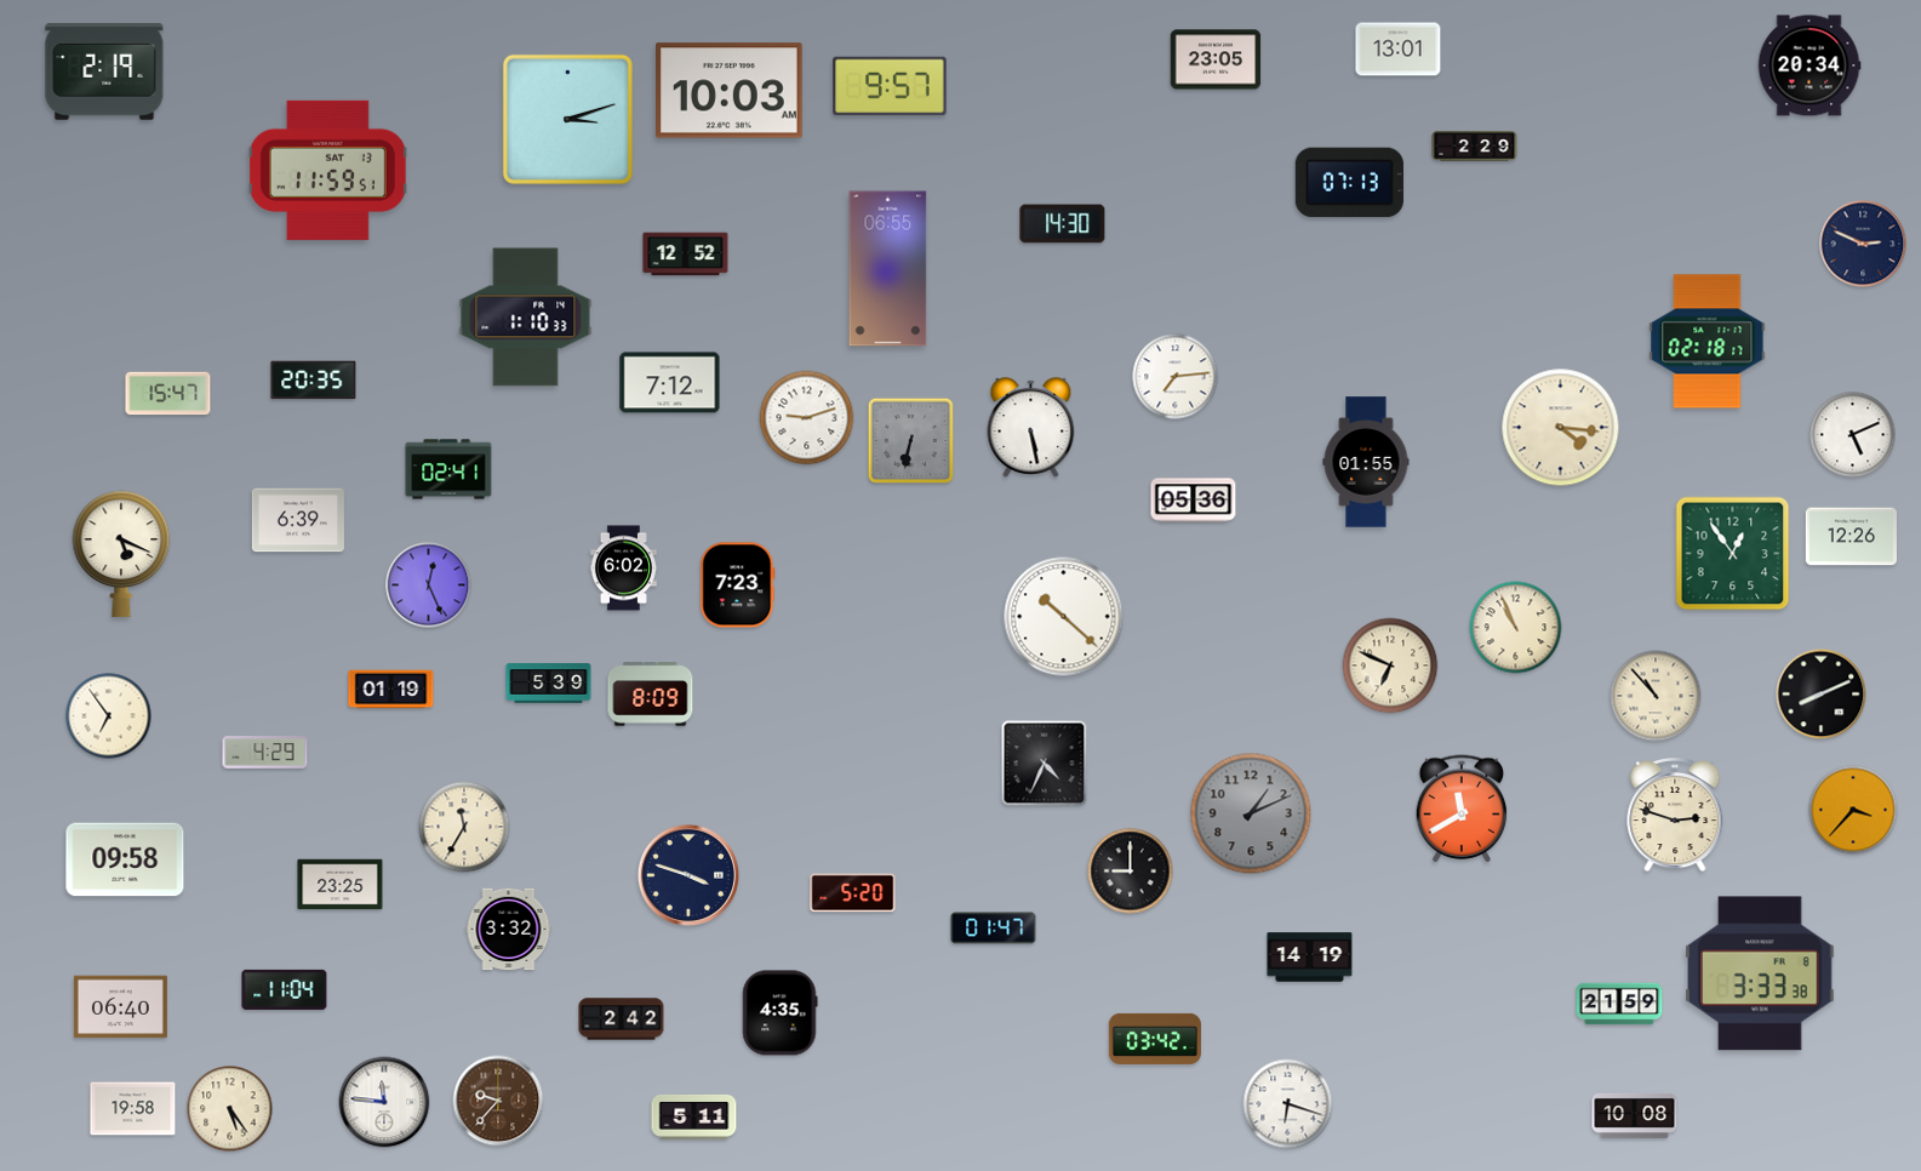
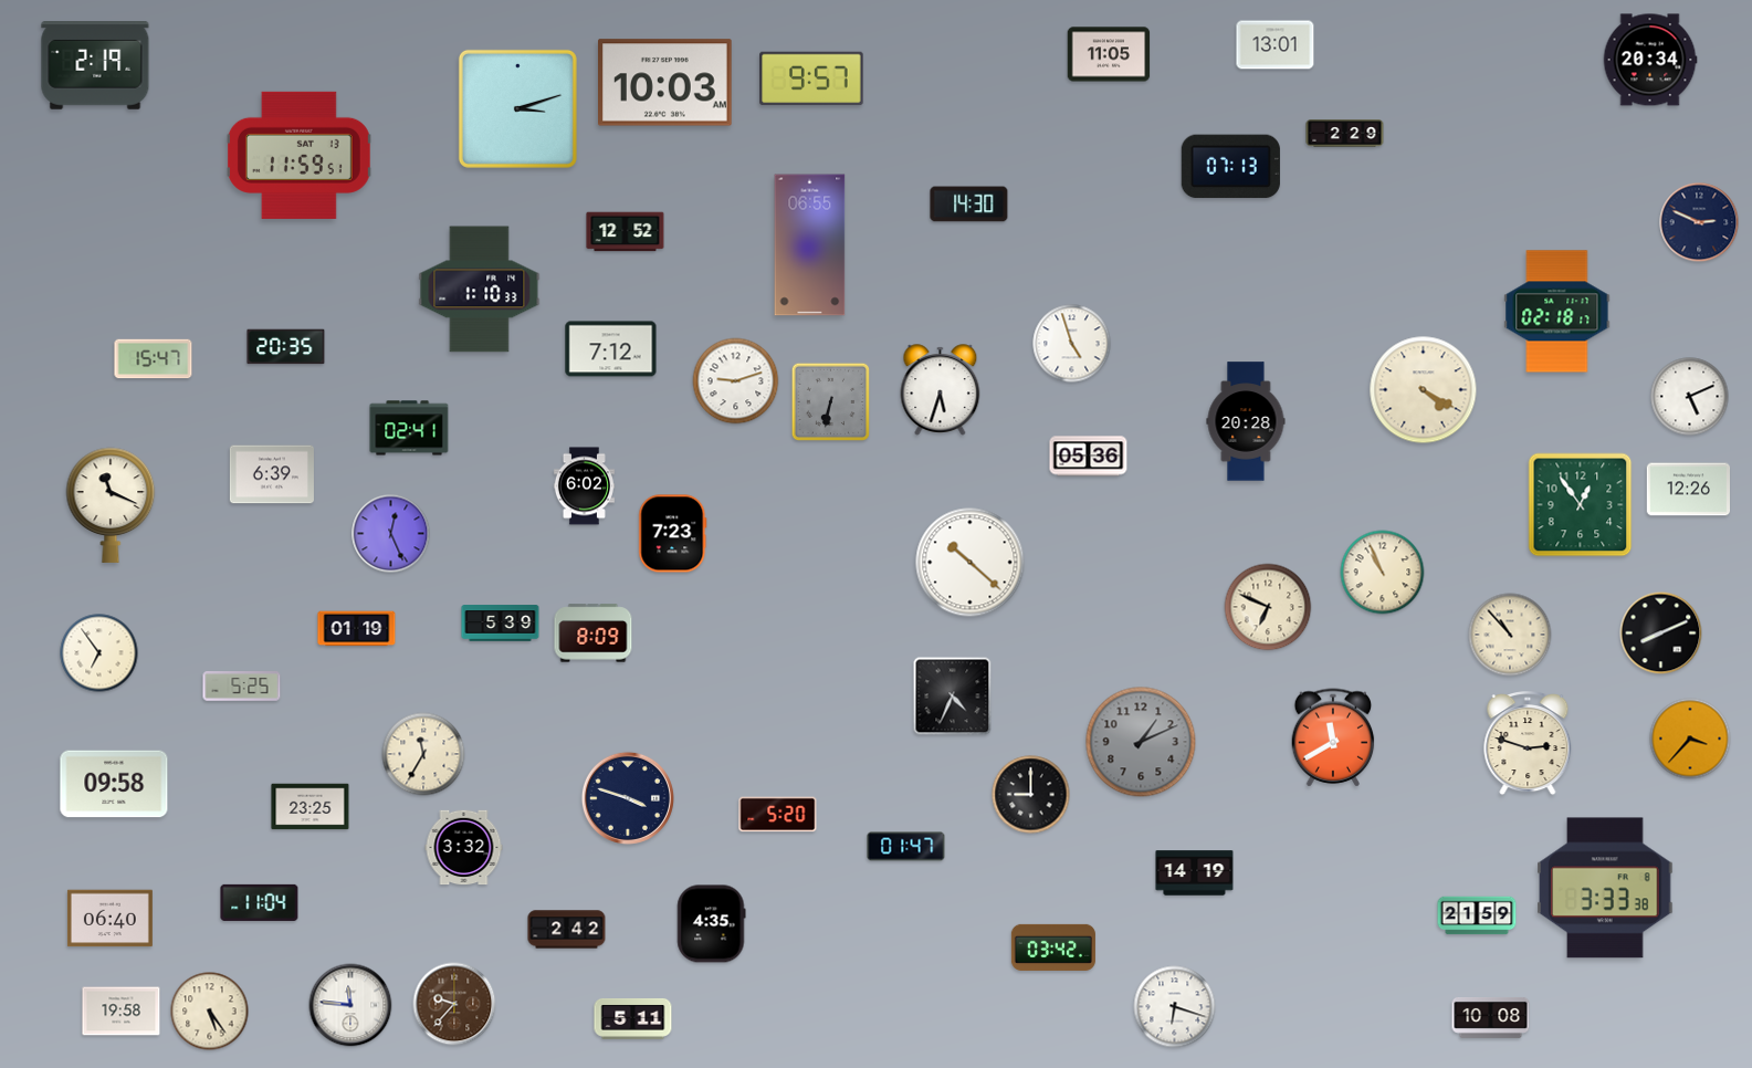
clock at (1216, 59): 23:05 -> 11:05
clock at (1176, 377): 7:14 -> 4:57
clock at (1031, 428): 5:28 -> 5:33
clock at (1561, 428): 4:16 -> 4:20
clock at (1366, 462): 01:55 -> 20:28
clock at (121, 554): 5:19 -> 11:19
clock at (623, 569) position: (623, 569) -> (584, 486)
clock at (265, 753): 4:29 -> 5:25
